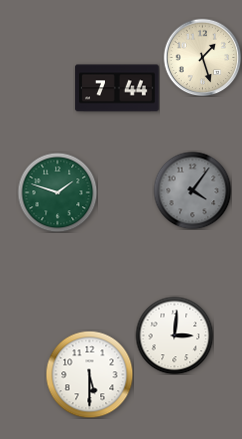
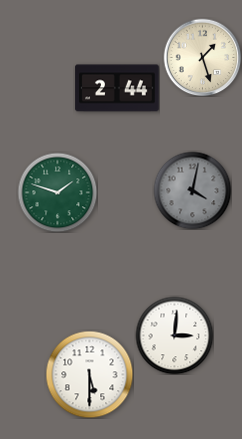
clock at (117, 88): 7:44 -> 2:44
clock at (192, 190): 4:06 -> 4:02
